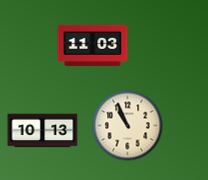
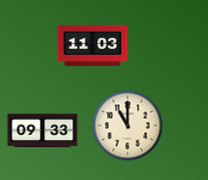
clock at (128, 126): 10:56 -> 11:00
clock at (43, 131): 10:13 -> 09:33
